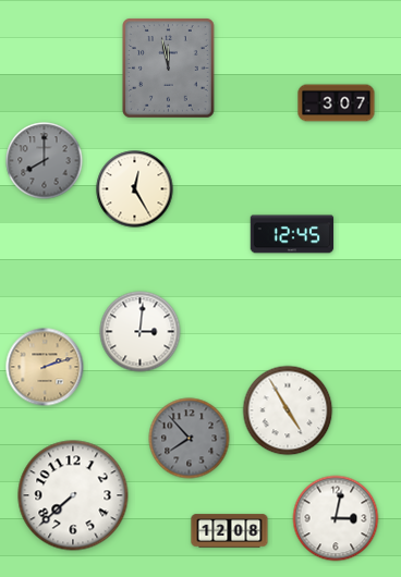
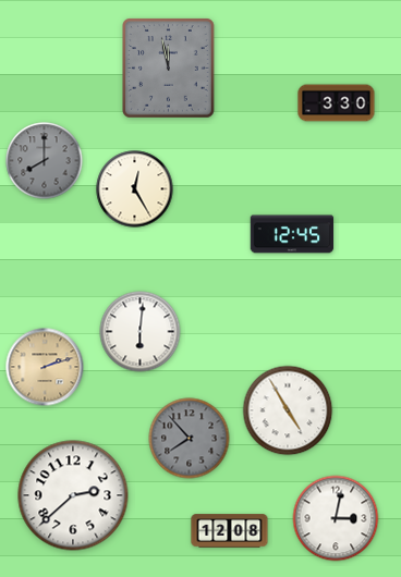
clock at (337, 103): 3:07 -> 3:30
clock at (141, 332): 3:01 -> 6:01
clock at (73, 495): 7:38 -> 2:38
